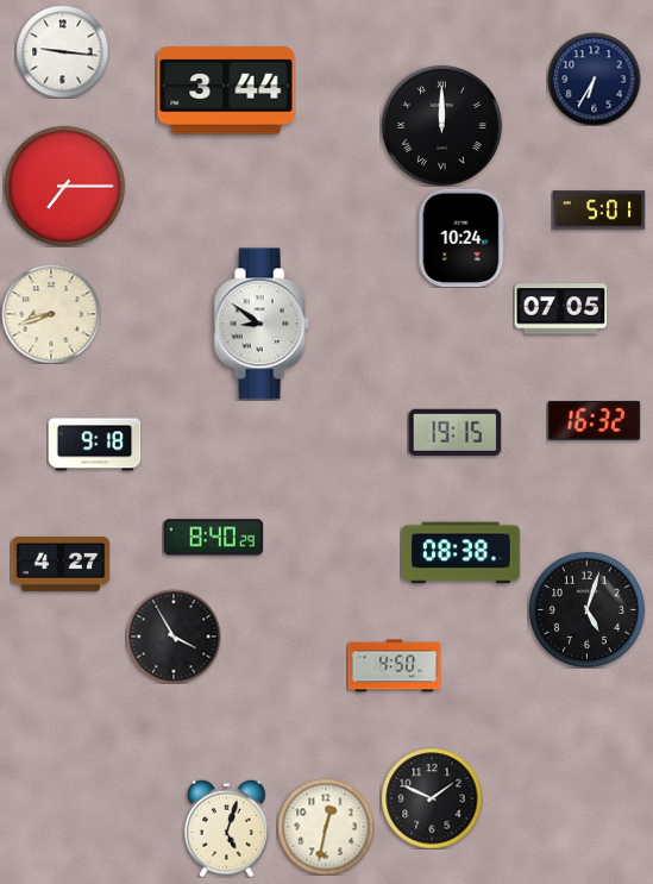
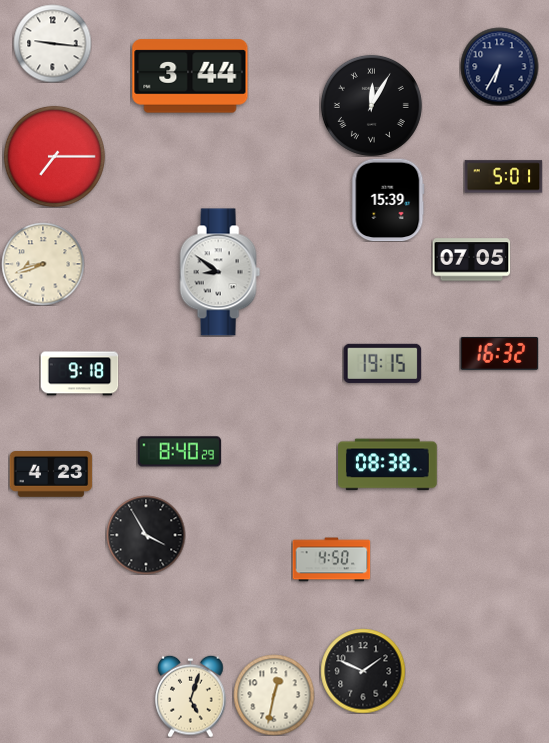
clock at (441, 125): 12:00 -> 12:05
clock at (462, 238): 10:24 -> 15:39
clock at (61, 565): 4:27 -> 4:23
clock at (586, 609): 5:03 -> none
